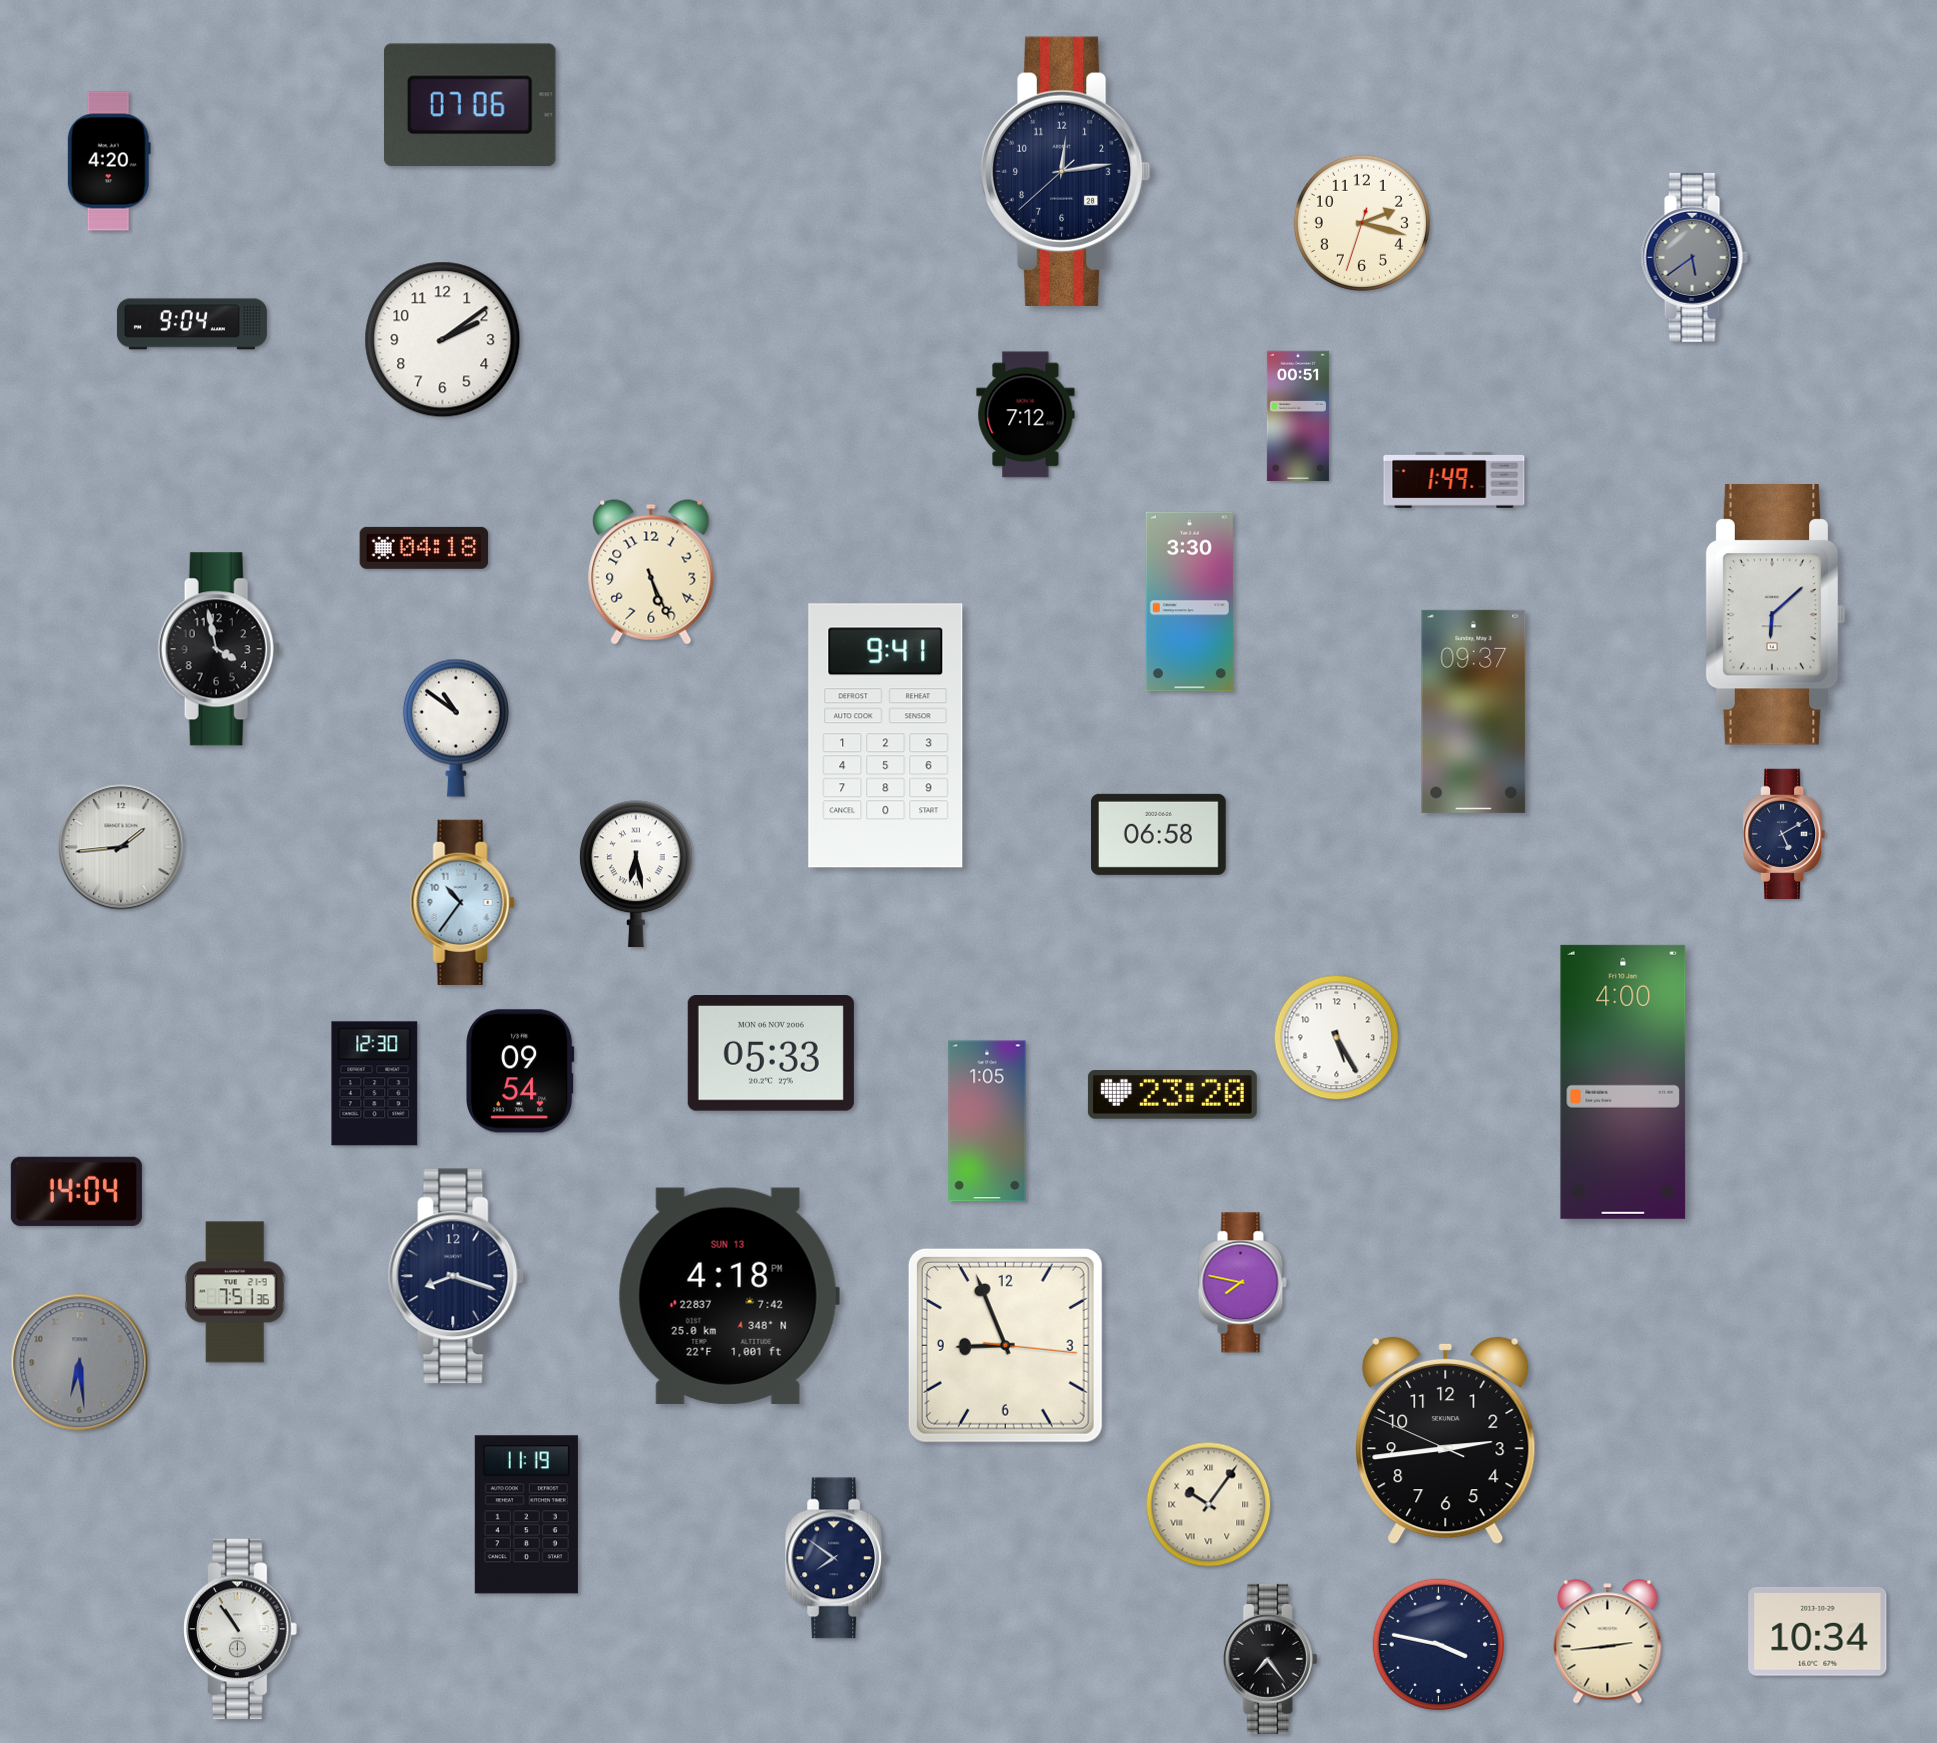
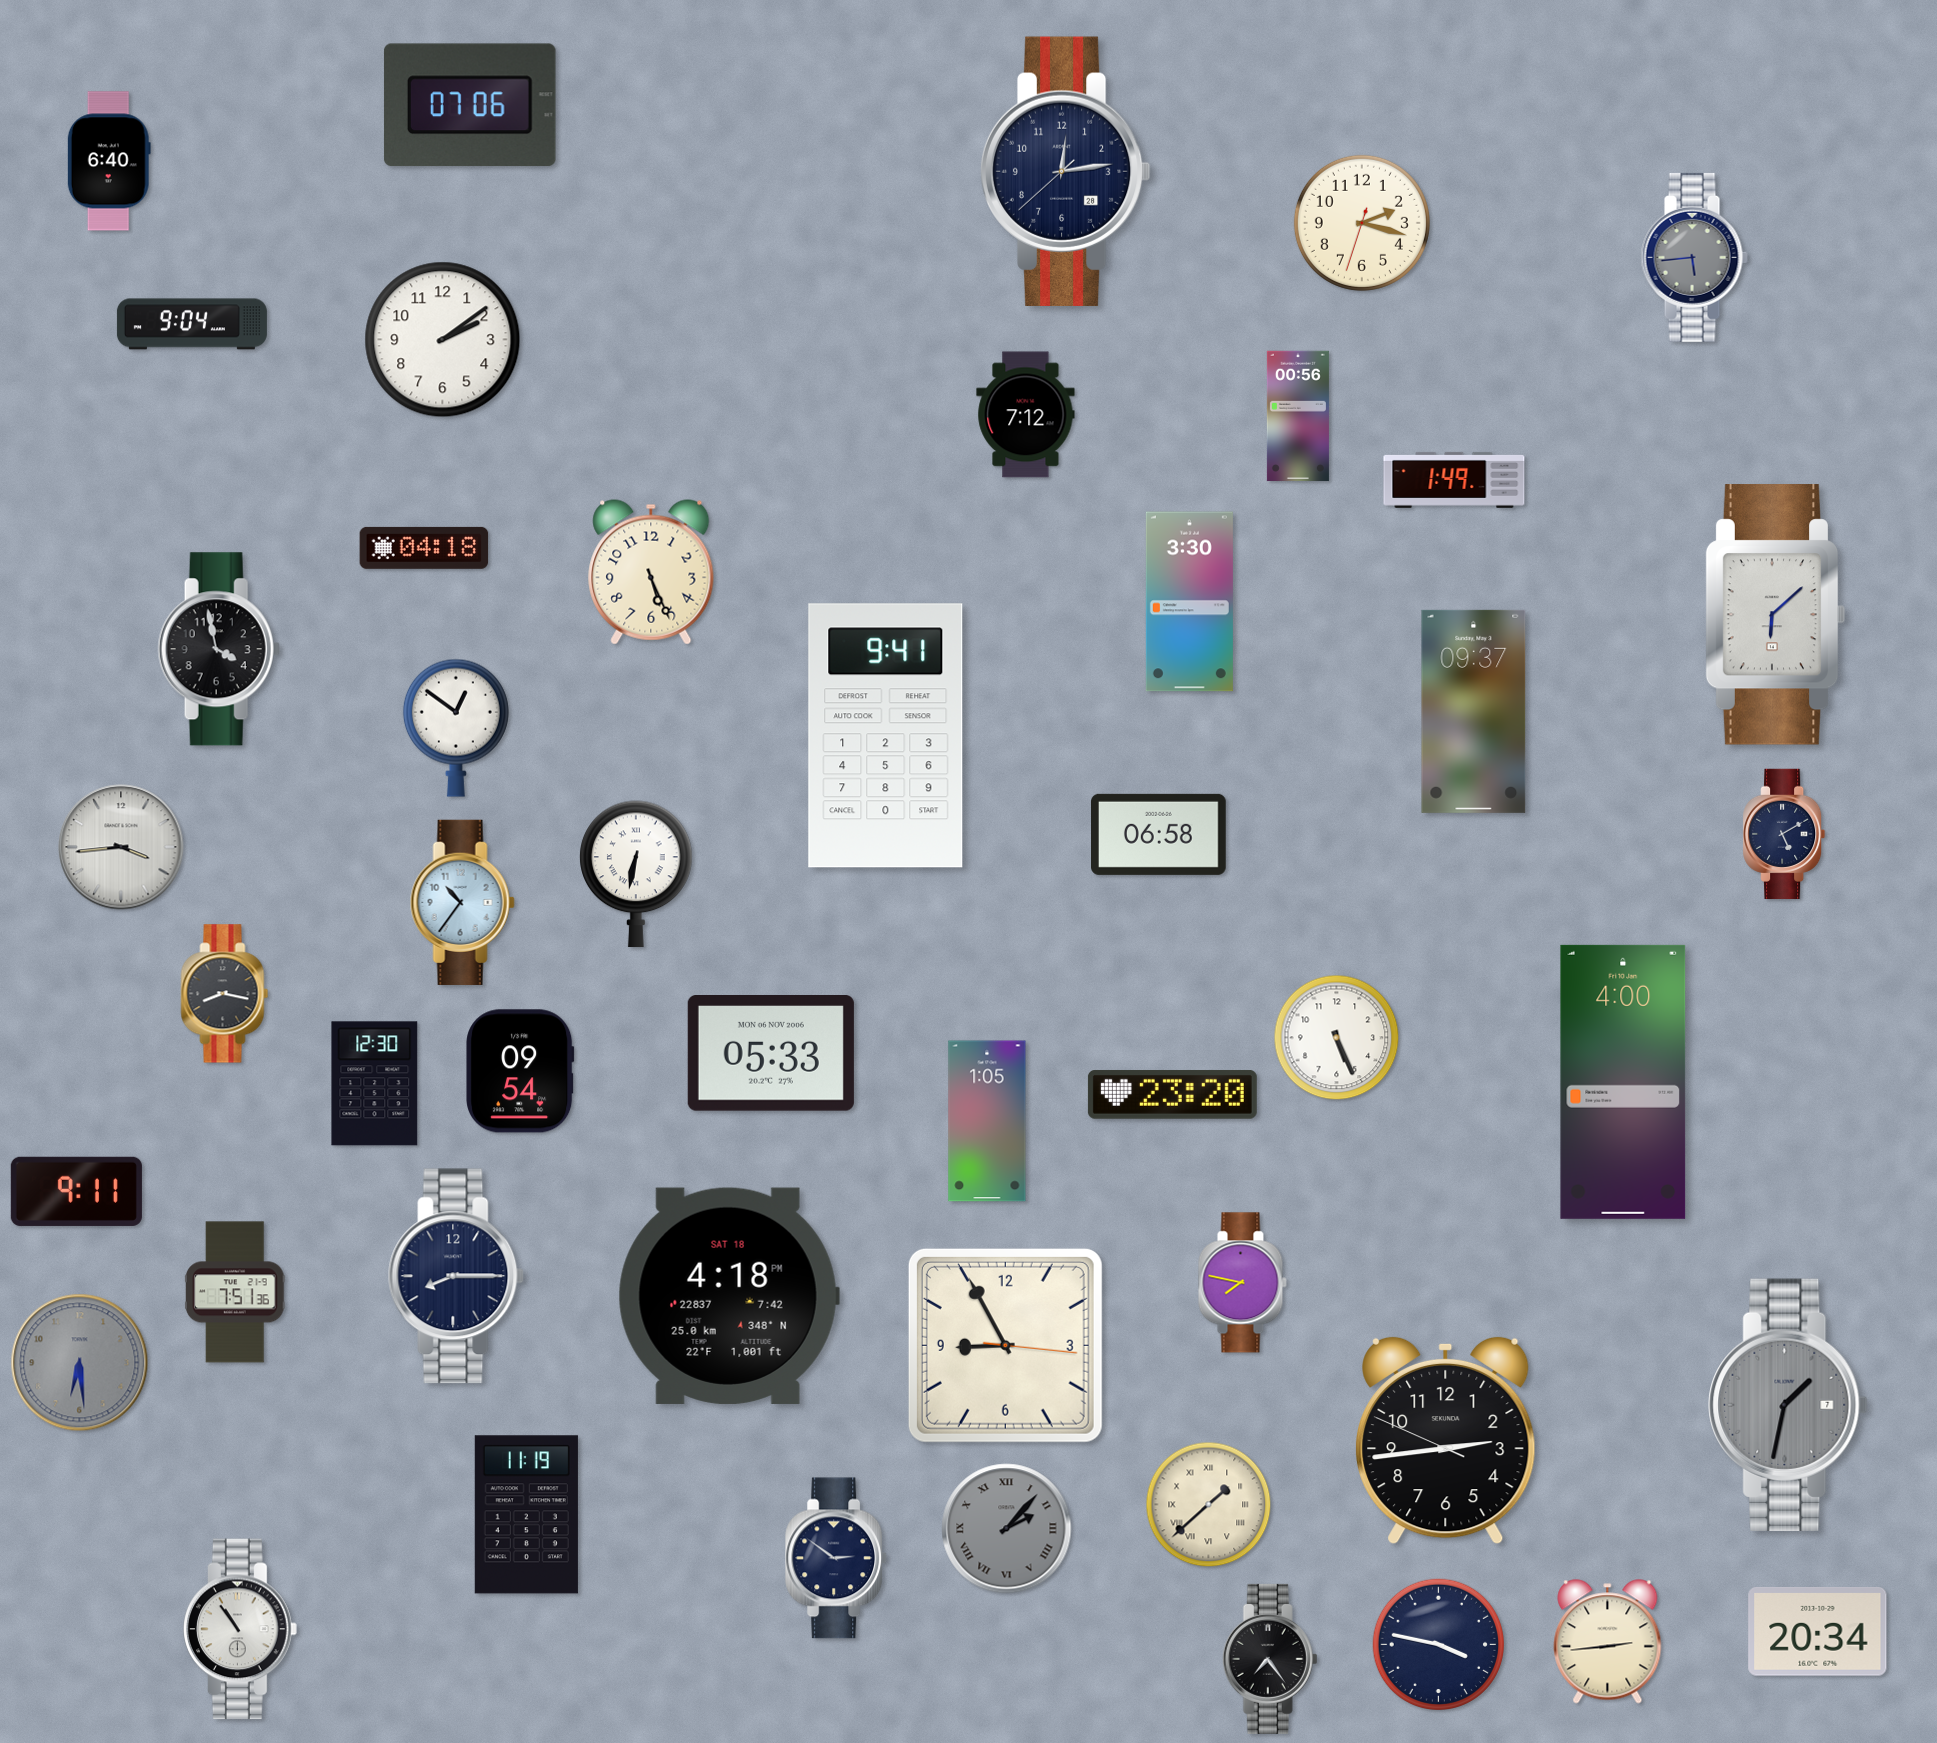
clock at (109, 161): 4:20 -> 6:40
clock at (1694, 257): 5:39 -> 5:44
clock at (1298, 415): 00:51 -> 00:56
clock at (456, 728): 10:51 -> 12:51
clock at (121, 847): 1:44 -> 3:44
clock at (636, 874): 6:28 -> 6:32
clock at (225, 994): none -> 8:17
clock at (1337, 1038): 5:25 -> 5:26
clock at (76, 1191): 14:04 -> 9:11
clock at (456, 1276): 8:18 -> 8:15
clock at (729, 1296) date: SUN 13 -> SAT 18
clock at (1005, 1345): 8:56 -> 8:55
clock at (1788, 1405): none -> 1:32
clock at (1209, 1505): 10:06 -> 1:38
clock at (1007, 1529): none -> 2:07
clock at (837, 1558): 7:51 -> 2:51
clock at (1818, 1632): 10:34 -> 20:34
